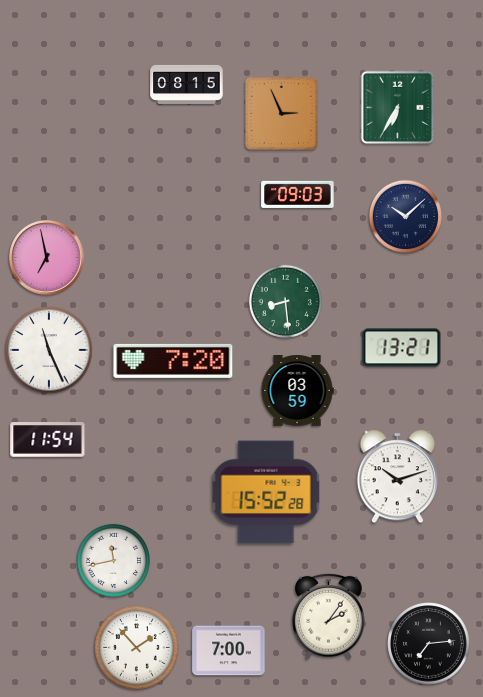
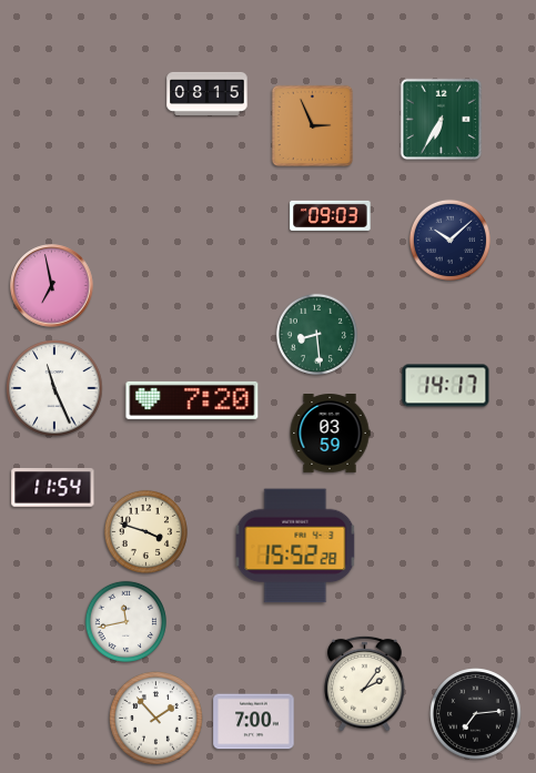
clock at (402, 348): 13:21 -> 14:17
clock at (397, 477): 10:12 -> none
clock at (145, 531): none -> 3:48
clock at (137, 648) position: (137, 648) -> (156, 719)
